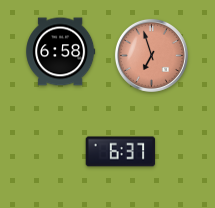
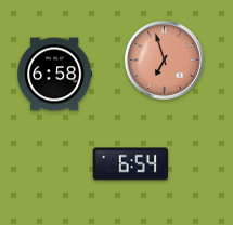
clock at (61, 52) position: (61, 52) -> (55, 75)
clock at (121, 152): 6:37 -> 6:54
